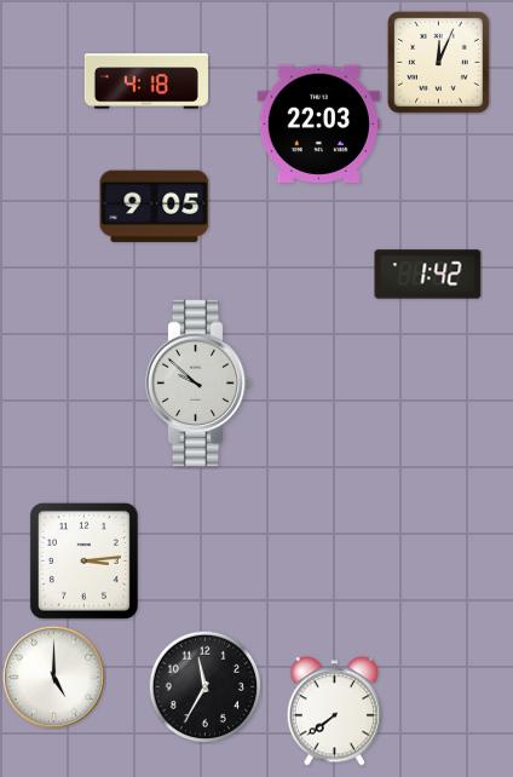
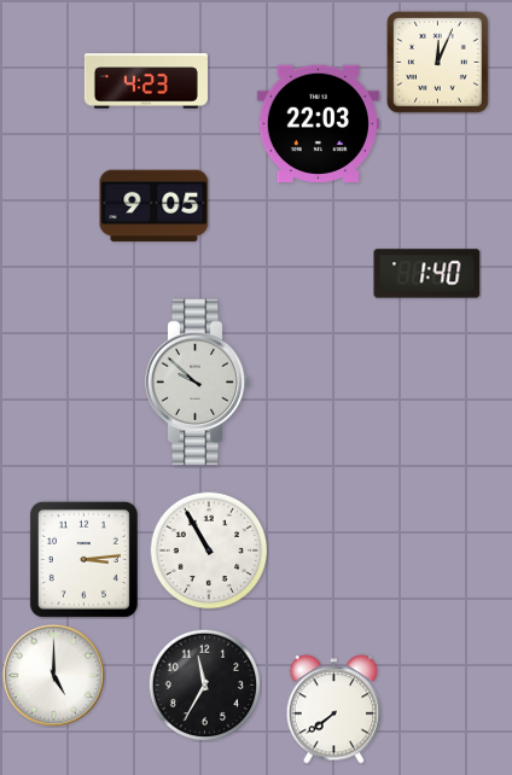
clock at (146, 81): 4:18 -> 4:23
clock at (428, 275): 1:42 -> 1:40
clock at (209, 550): none -> 10:55
